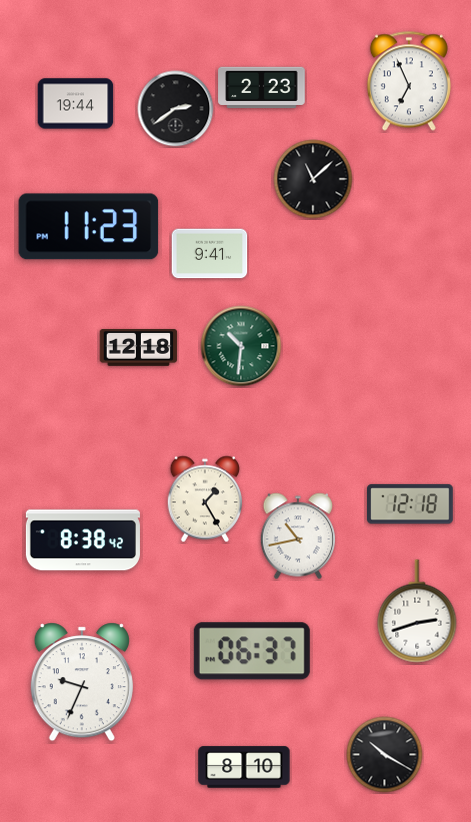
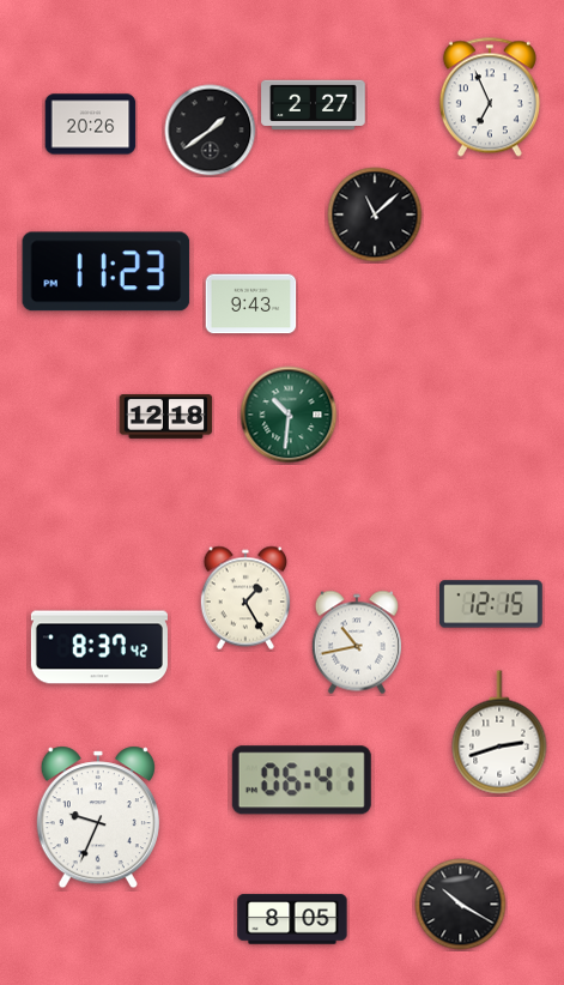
clock at (262, 88): 2:23 -> 2:27
clock at (76, 104): 19:44 -> 20:26
clock at (176, 109): 2:39 -> 1:39
clock at (210, 254): 9:41 -> 9:43
clock at (411, 504): 12:18 -> 12:15
clock at (83, 540): 8:38 -> 8:37
clock at (252, 651): 06:37 -> 06:41
clock at (244, 767): 8:10 -> 8:05
